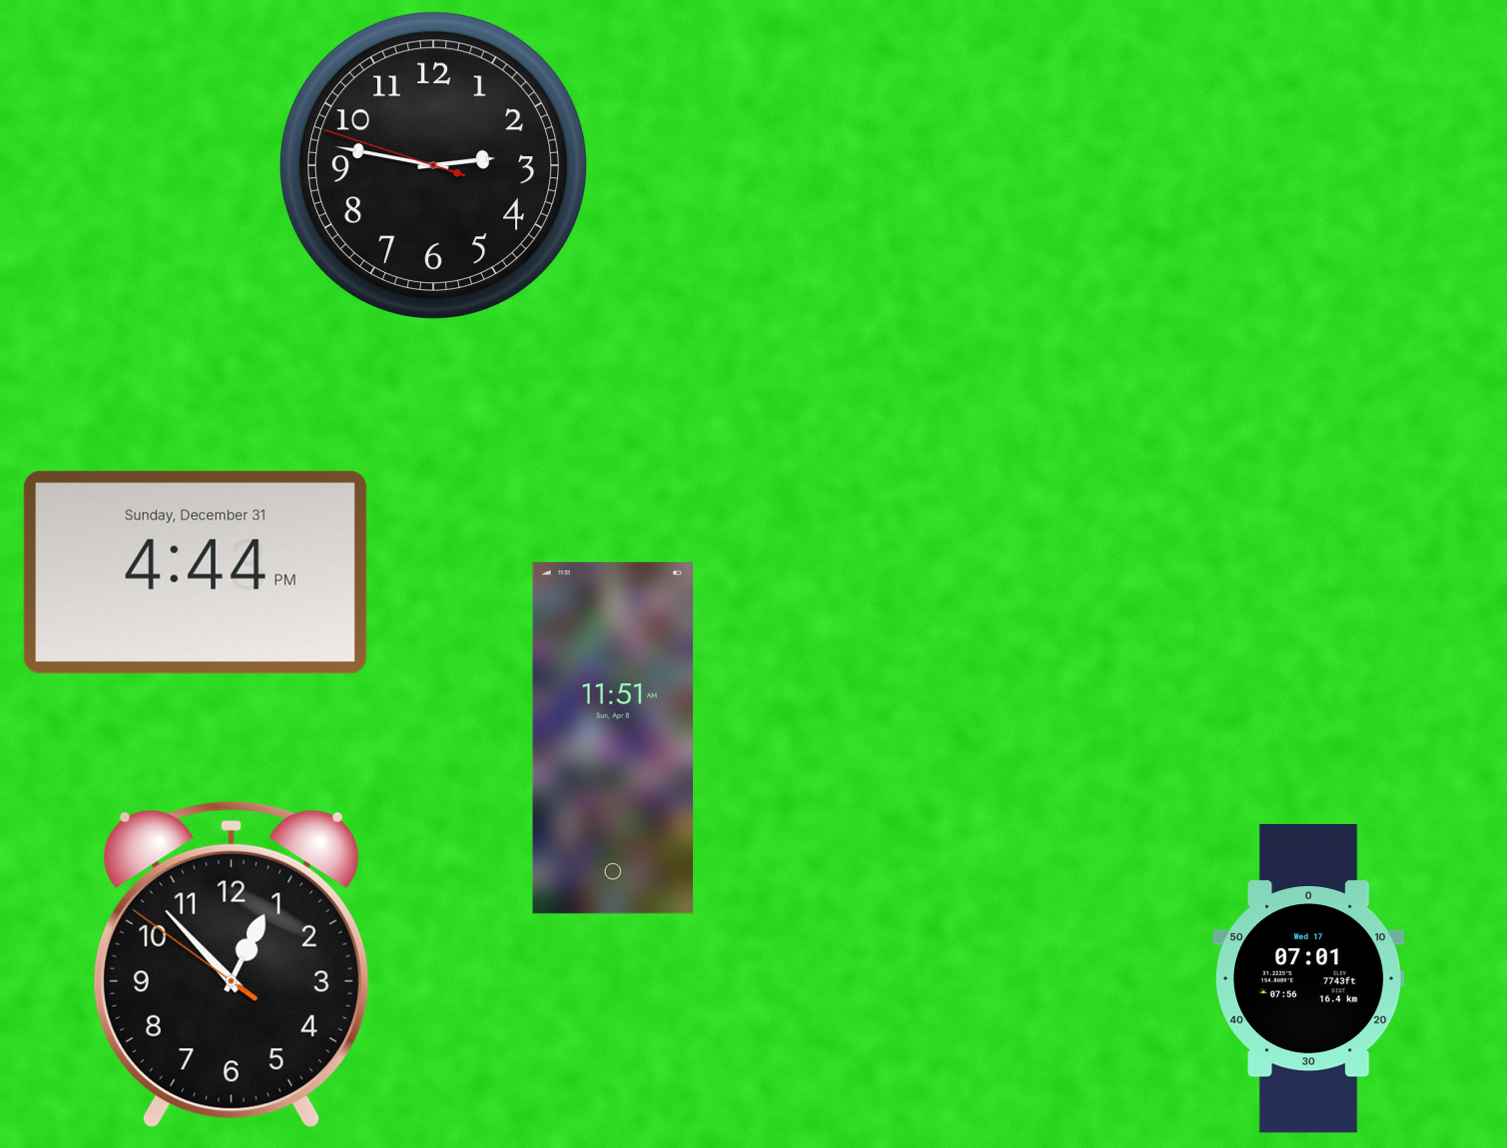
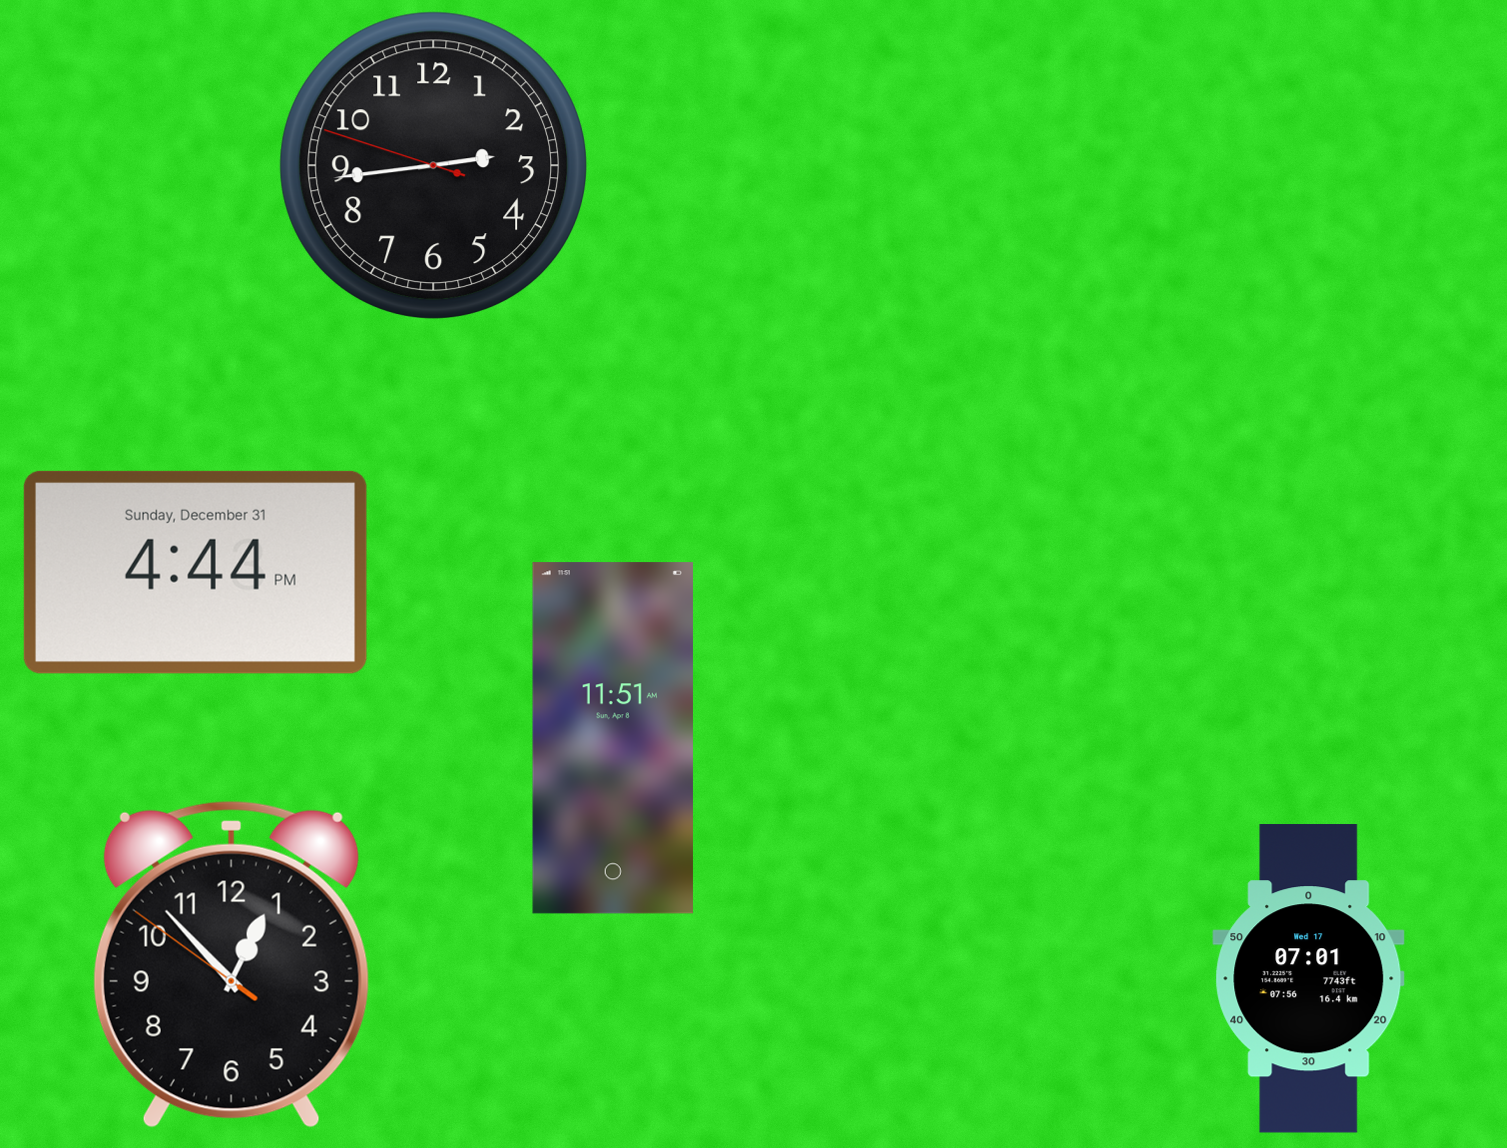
clock at (433, 165): 2:46 -> 2:43
